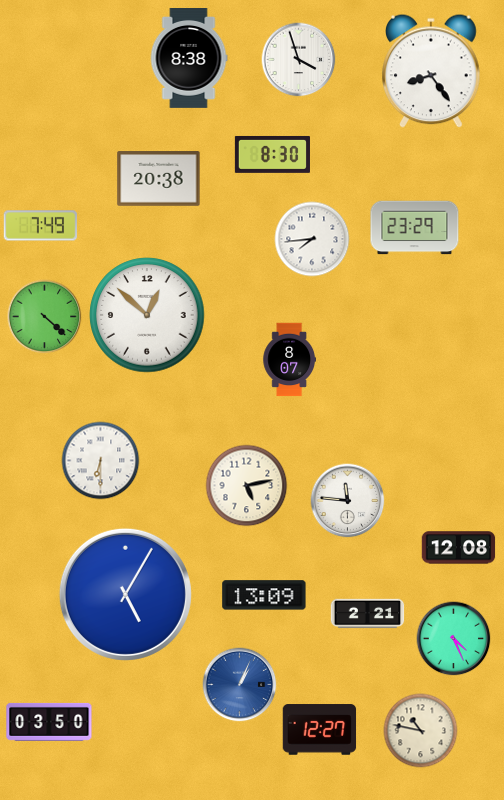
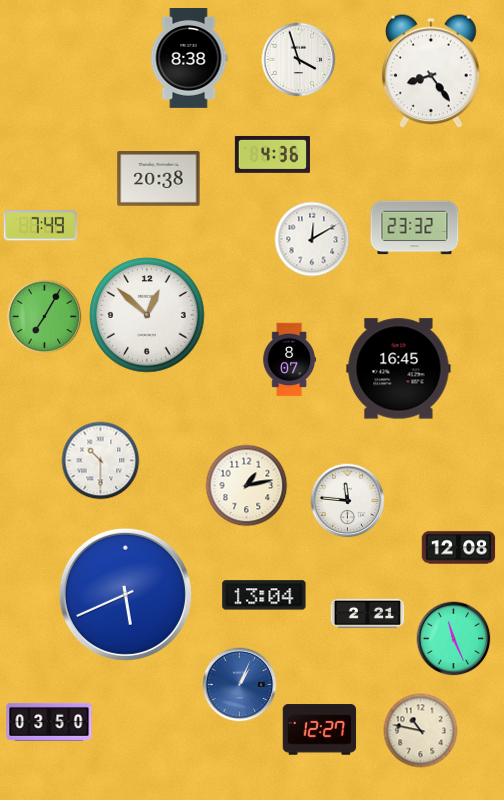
clock at (272, 155): 8:30 -> 4:36
clock at (415, 228): 23:29 -> 23:32
clock at (312, 239): 7:44 -> 12:10
clock at (45, 317): 4:22 -> 7:05
clock at (399, 369): none -> 16:45
clock at (101, 461): 6:30 -> 10:30
clock at (247, 486): 5:13 -> 1:13
clock at (125, 594): 5:05 -> 5:41
clock at (264, 595): 13:09 -> 13:04
clock at (454, 639): 4:26 -> 11:26
